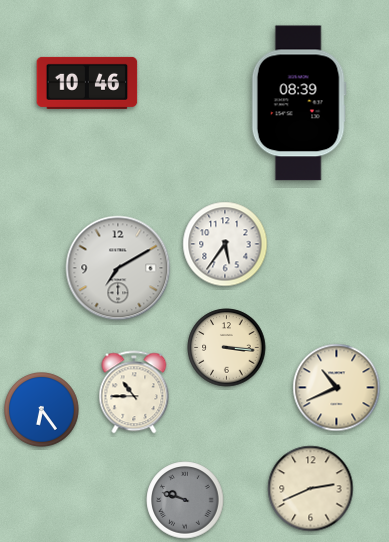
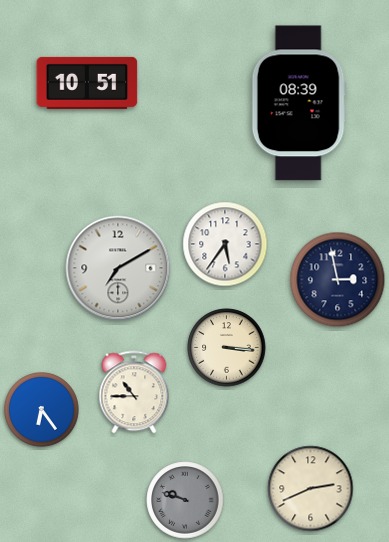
clock at (87, 83): 10:46 -> 10:51
clock at (338, 280): none -> 2:58
clock at (337, 388): 10:41 -> none
